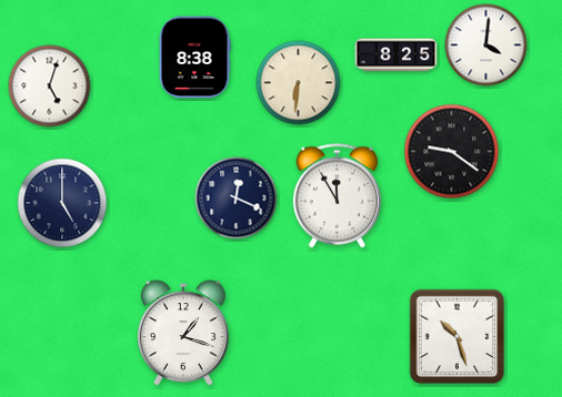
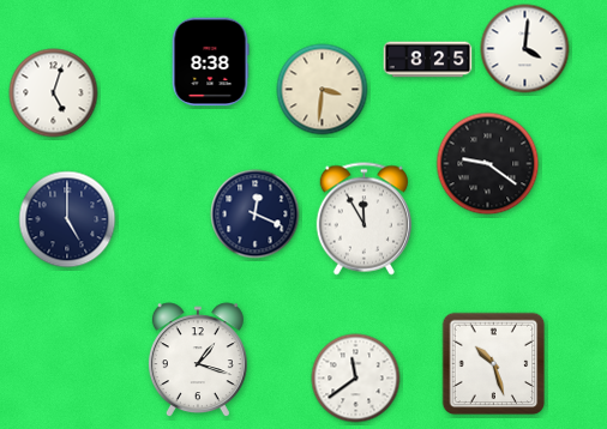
clock at (299, 83): 6:31 -> 3:31
clock at (337, 196) position: (337, 196) -> (363, 219)
clock at (356, 379): none -> 11:39
